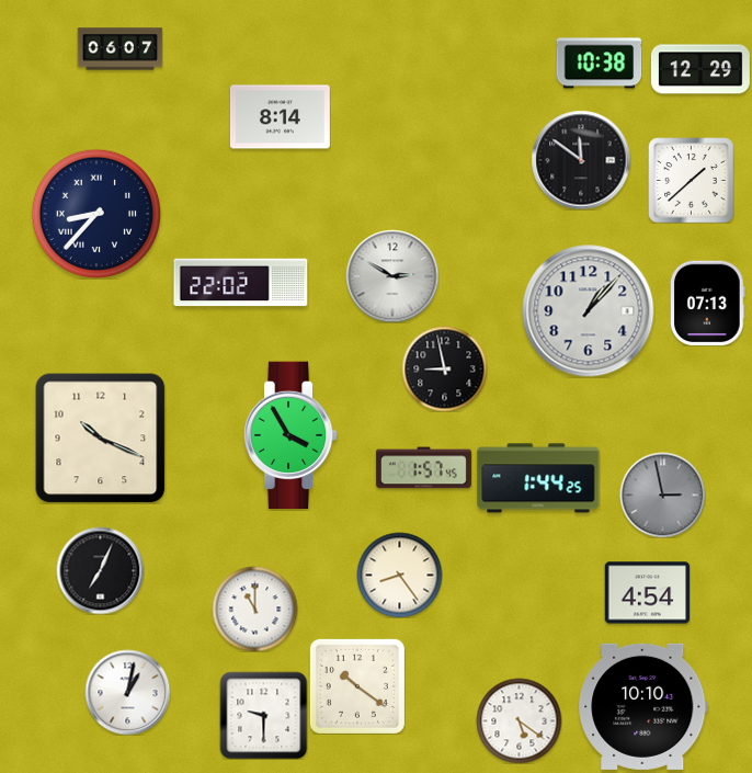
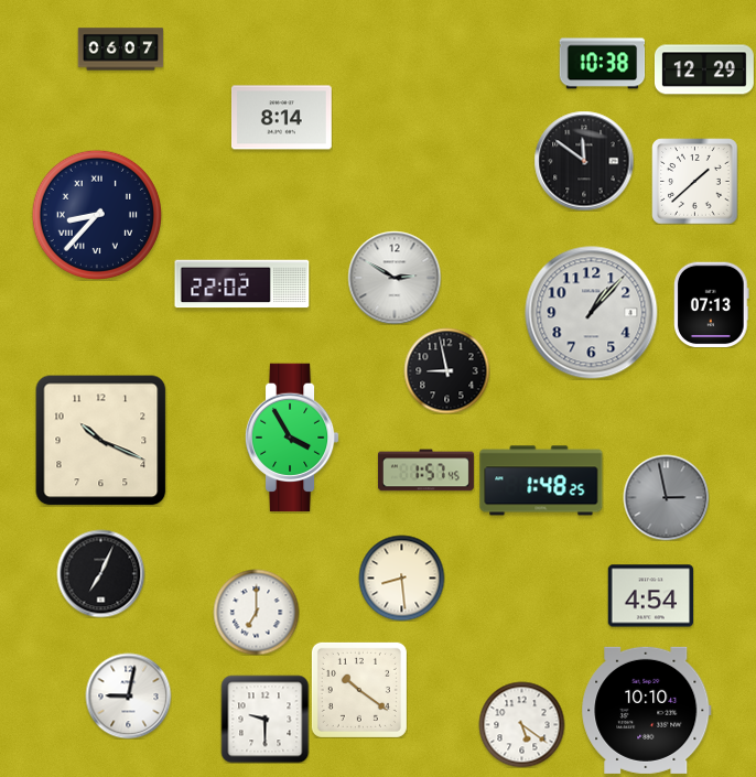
clock at (538, 478): 1:44 -> 1:48
clock at (399, 575): 8:24 -> 8:29
clock at (254, 609): 11:00 -> 7:00
clock at (127, 692): 1:02 -> 9:02
